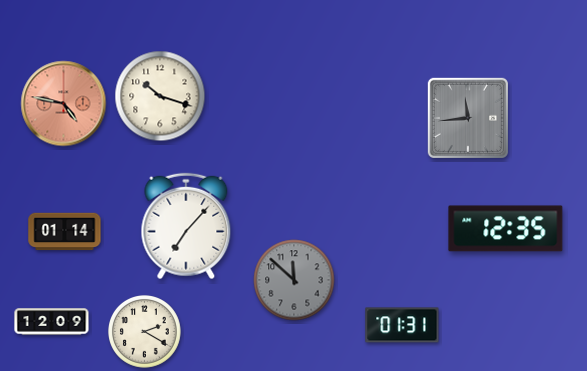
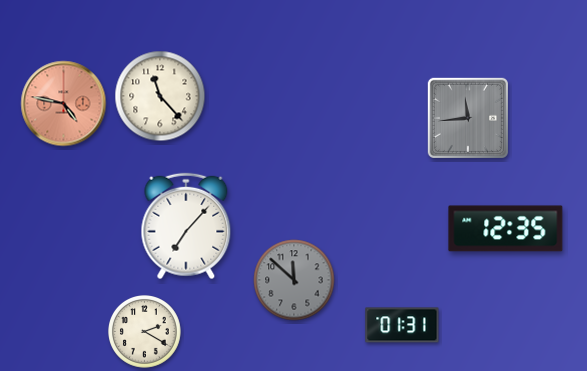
clock at (160, 96): 10:18 -> 11:23
clock at (65, 232): 01:14 -> none
clock at (52, 322): 12:09 -> none
